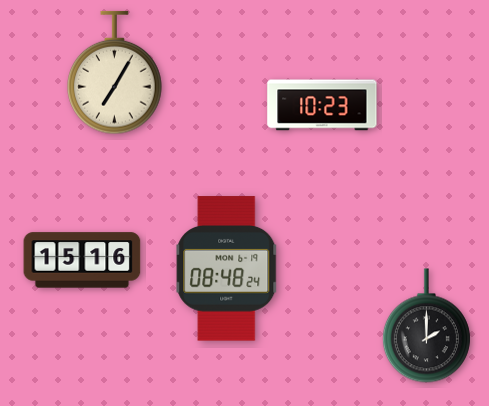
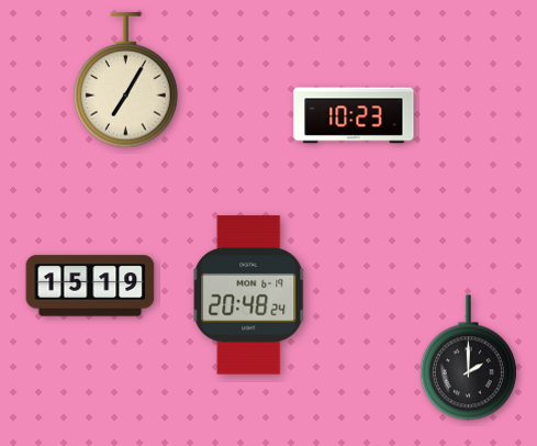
clock at (82, 260): 15:16 -> 15:19
clock at (227, 269): 08:48 -> 20:48
